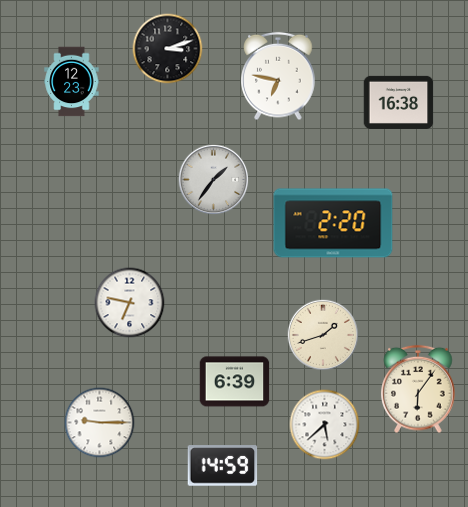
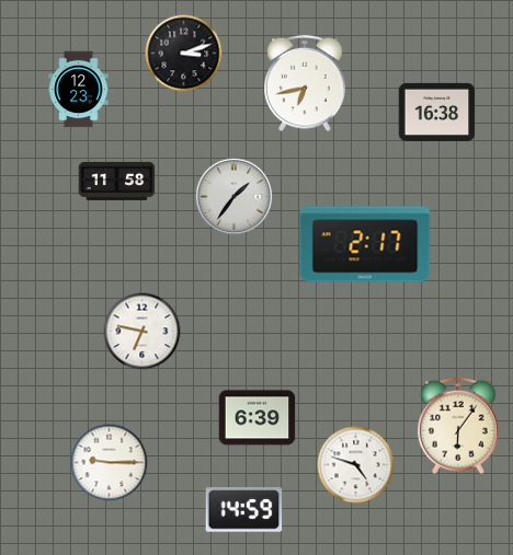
clock at (278, 76): 6:47 -> 6:43
clock at (117, 181): none -> 11:58
clock at (333, 223): 2:20 -> 2:17
clock at (322, 334): 1:42 -> none
clock at (325, 425): 5:38 -> 4:48
